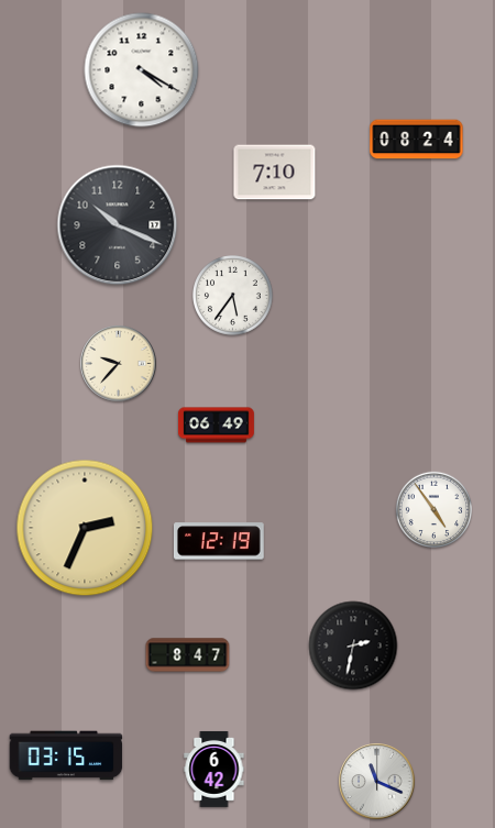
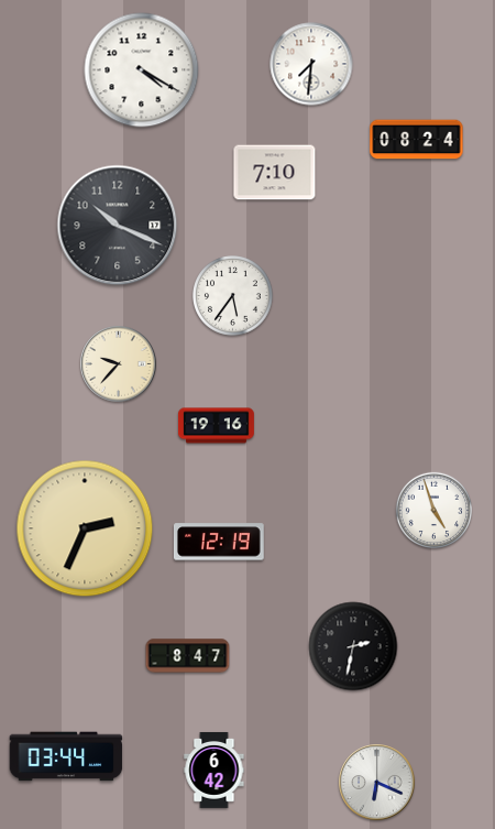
clock at (311, 64): none -> 7:31
clock at (217, 426): 06:49 -> 19:16
clock at (435, 510): 4:54 -> 4:57
clock at (66, 755): 03:15 -> 03:44
clock at (377, 782): 11:19 -> 6:19
